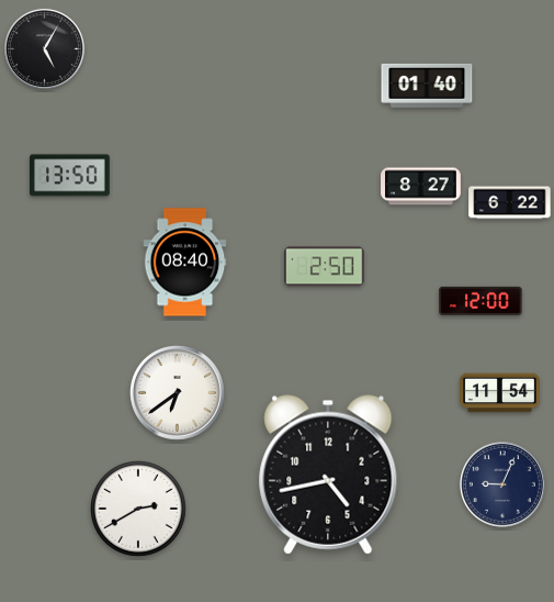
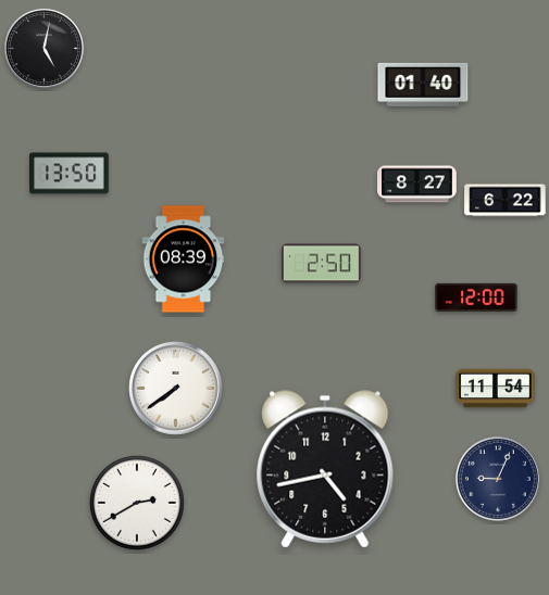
clock at (44, 48): 5:05 -> 5:02
clock at (185, 263): 08:40 -> 08:39
clock at (178, 393): 6:39 -> 7:39
